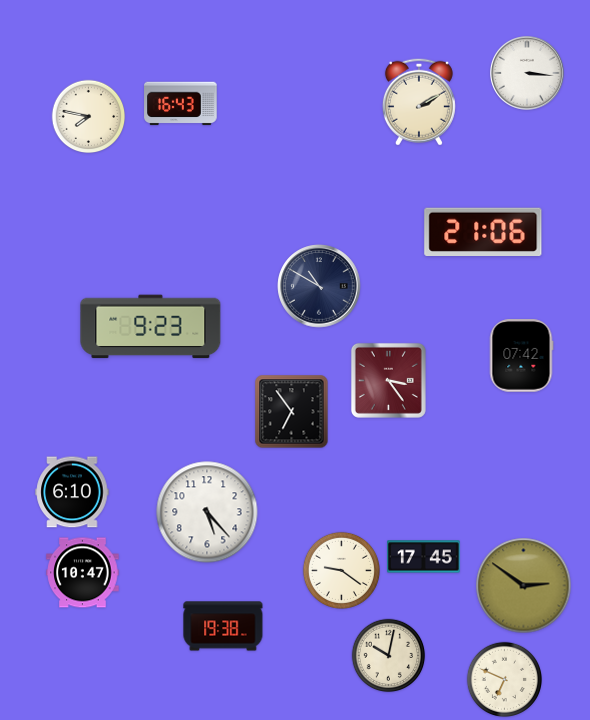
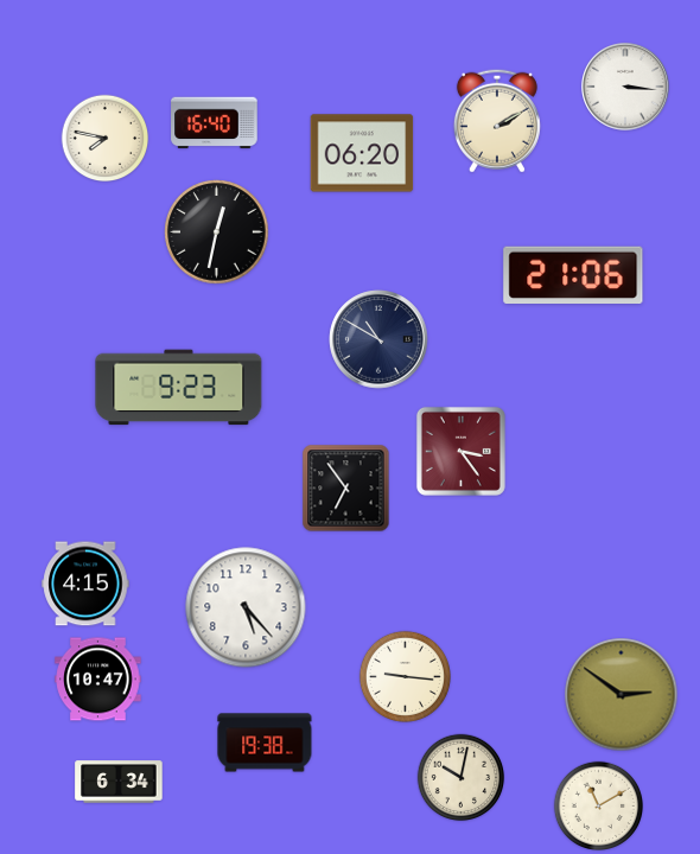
clock at (181, 104): 16:43 -> 16:40
clock at (362, 153): none -> 06:20
clock at (217, 232): none -> 12:32
clock at (521, 356): 07:42 -> none
clock at (72, 492): 6:10 -> 4:15
clock at (424, 557): 17:45 -> none
clock at (341, 570): 9:21 -> 9:16
clock at (119, 782): none -> 6:34
clock at (504, 679): 6:49 -> 11:10
